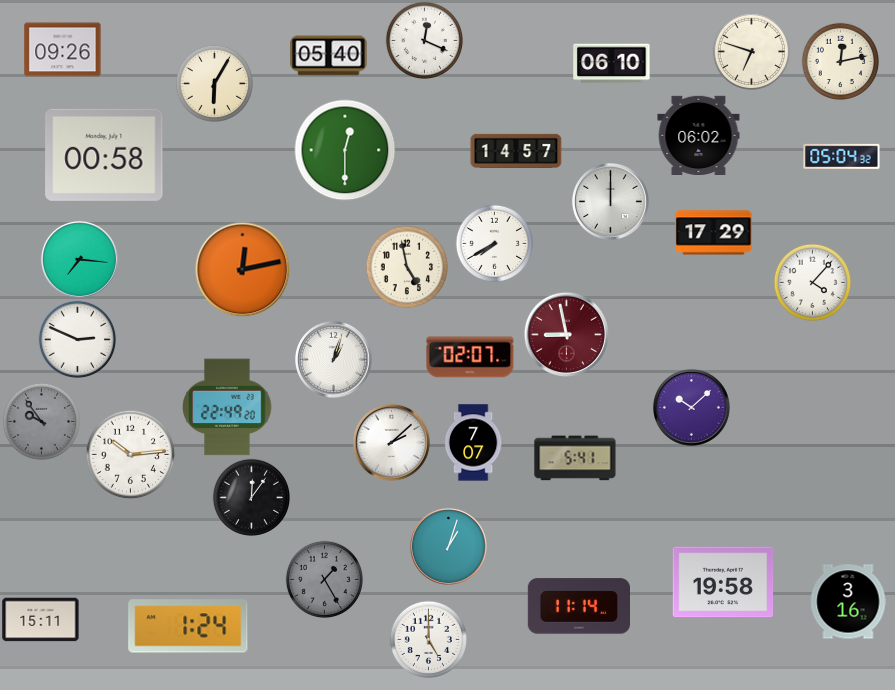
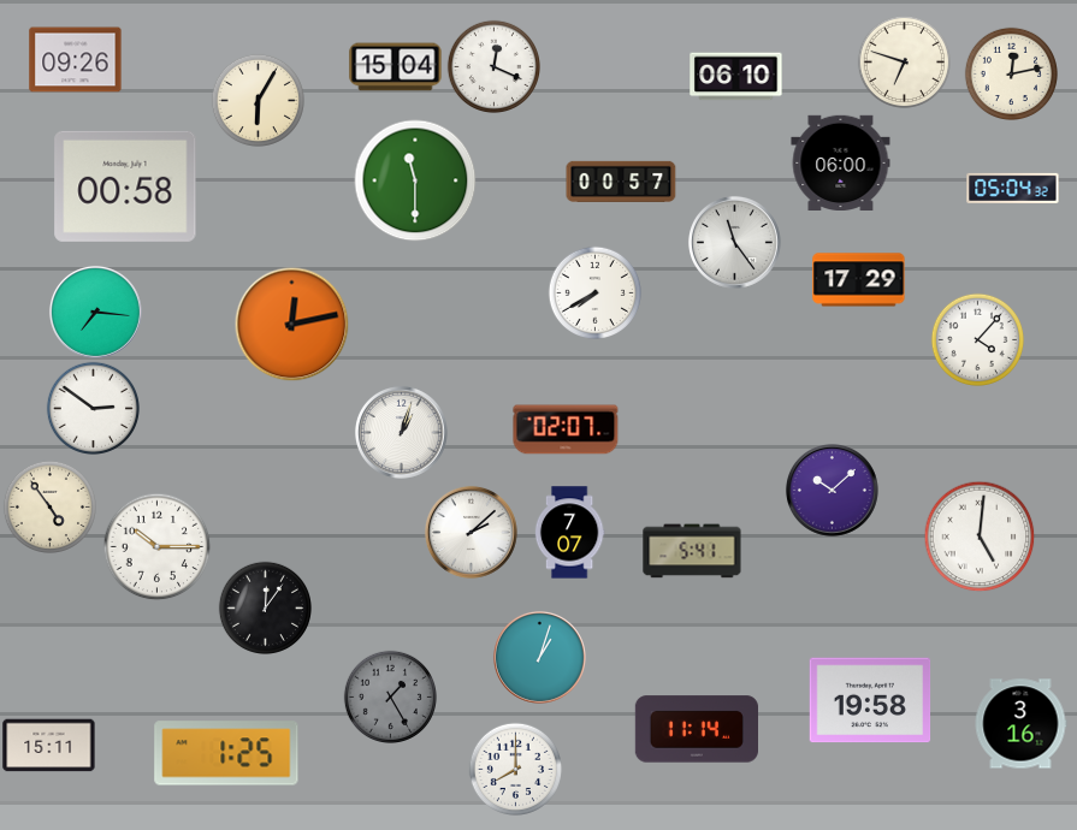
clock at (424, 40) position: (424, 40) -> (493, 66)
clock at (329, 56): 05:40 -> 15:04
clock at (699, 135): 06:02 -> 06:00
clock at (345, 150): 12:30 -> 11:30
clock at (516, 151): 14:57 -> 00:57
clock at (610, 201): 12:00 -> 11:24
clock at (407, 267): 4:58 -> none
clock at (566, 334): 8:58 -> none
clock at (77, 339): 2:49 -> 2:51
clock at (227, 407): 22:49 -> none
clock at (41, 421): 9:54 -> 4:54
clock at (41, 421) dial: grey -> cream
clock at (980, 536): none -> 5:01
clock at (130, 454): 10:14 -> 10:15
clock at (251, 497) position: (251, 497) -> (265, 607)
clock at (188, 626): 1:24 -> 1:25
clock at (428, 639): 5:00 -> 8:00
